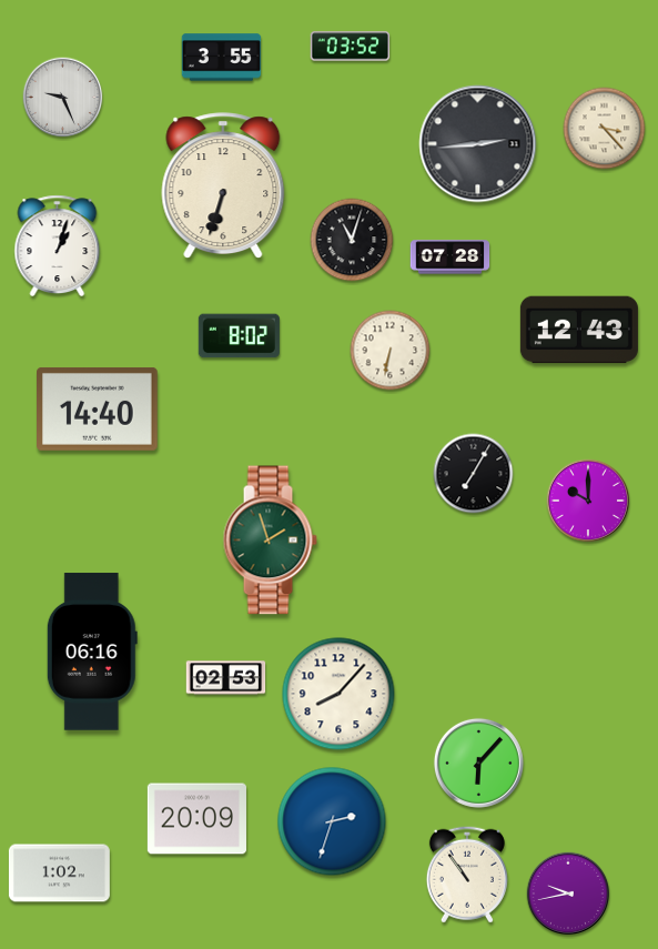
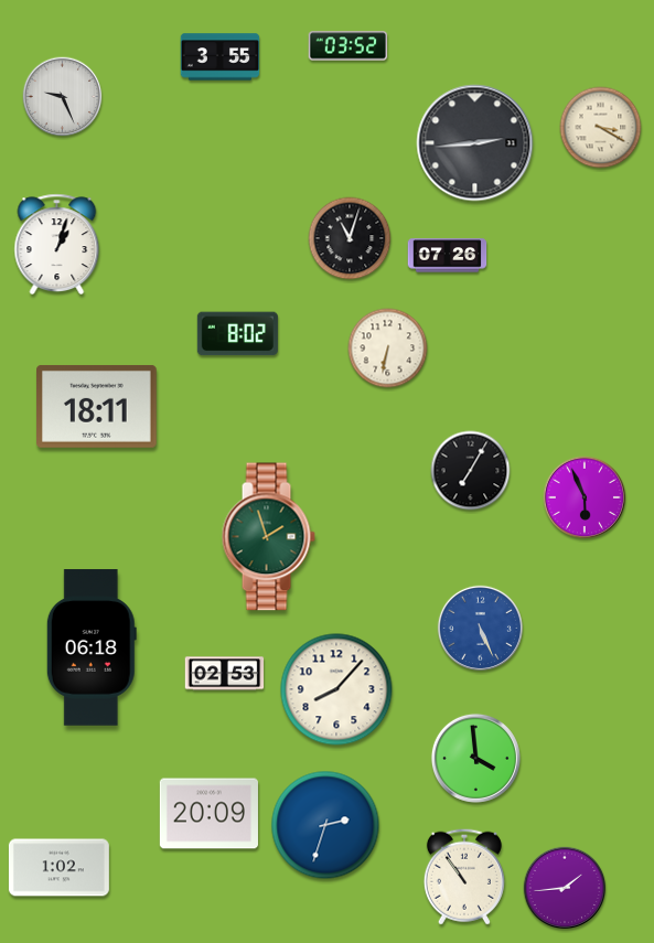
clock at (605, 129): 3:23 -> 3:20
clock at (223, 185): 6:33 -> none
clock at (451, 258): 07:28 -> 07:26
clock at (579, 330): 12:43 -> none
clock at (98, 408): 14:40 -> 18:11
clock at (588, 501): 10:00 -> 5:56
clock at (480, 628): none -> 5:26
clock at (92, 652): 06:16 -> 06:18
clock at (478, 763): 6:07 -> 3:59
clock at (196, 819) position: (196, 819) -> (208, 814)
clock at (332, 821) position: (332, 821) -> (325, 825)
clock at (467, 875) position: (467, 875) -> (464, 877)
clock at (568, 894): 9:43 -> 1:44
